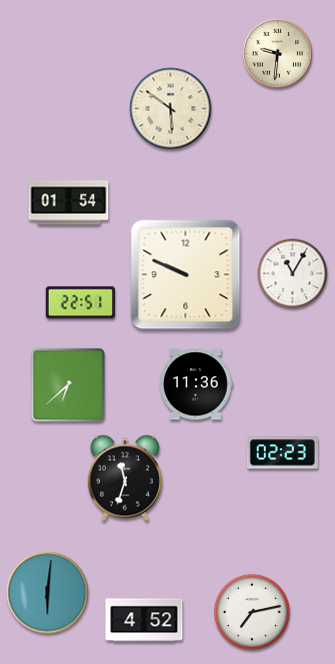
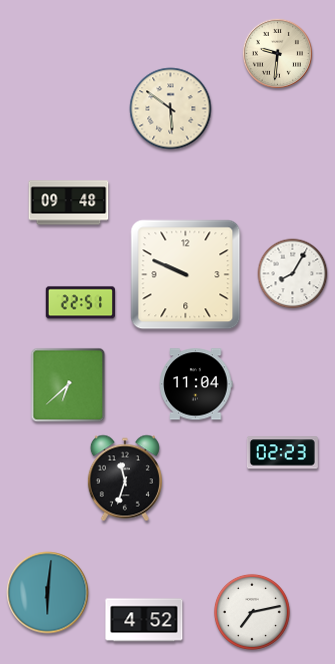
clock at (69, 203): 01:54 -> 09:48
clock at (293, 274): 11:05 -> 8:05
clock at (196, 384): 11:36 -> 11:04
